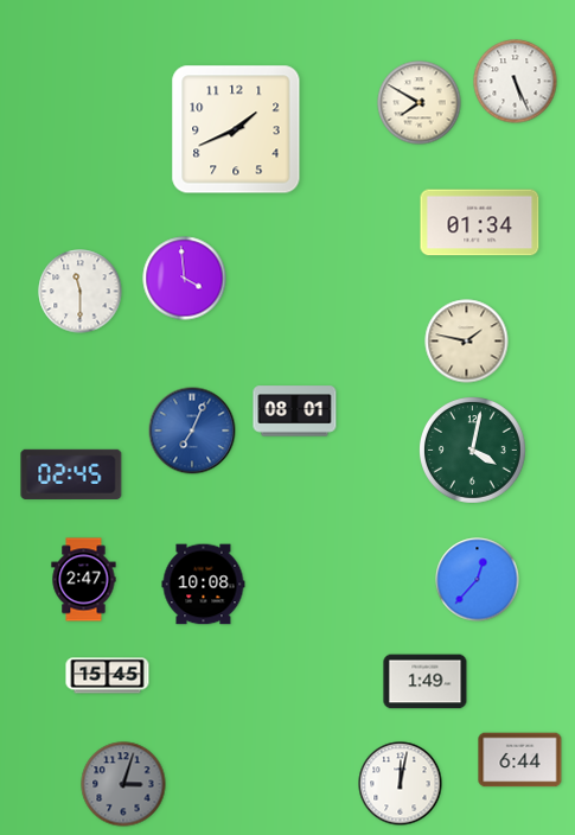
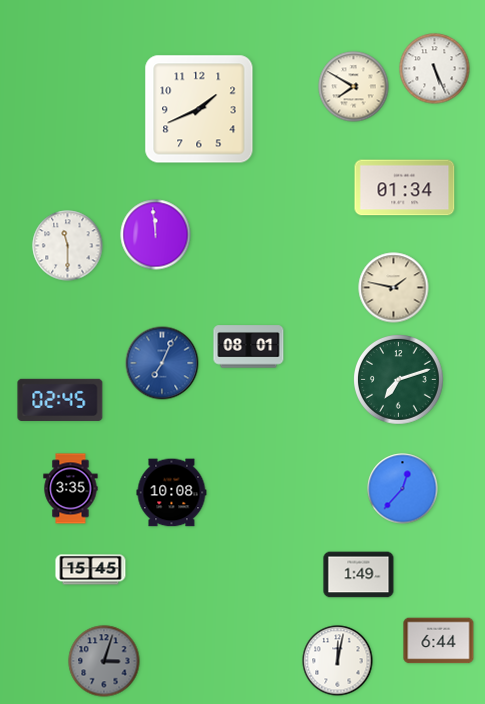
clock at (185, 279): 3:59 -> 11:59
clock at (473, 451): 4:02 -> 7:12
clock at (84, 580): 2:47 -> 3:35
